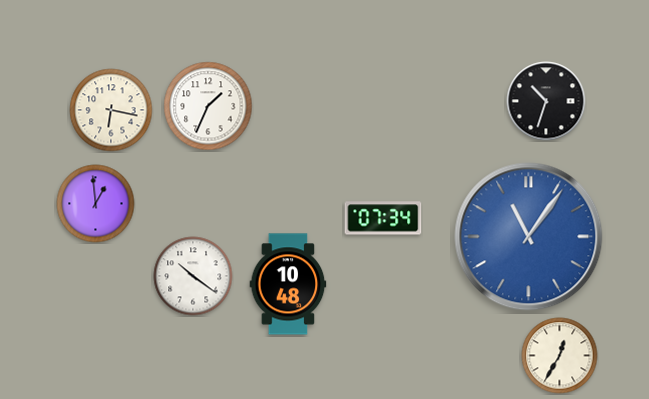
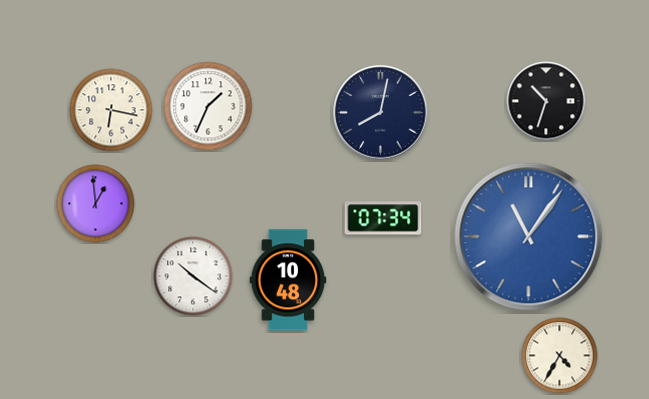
clock at (381, 113): none -> 8:02
clock at (288, 284) position: (288, 284) -> (288, 280)
clock at (560, 356): 12:35 -> 4:35
